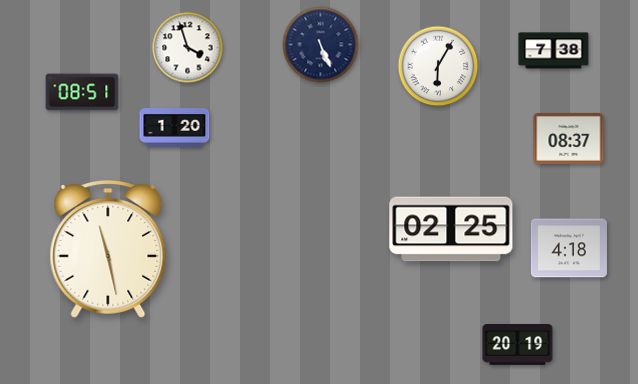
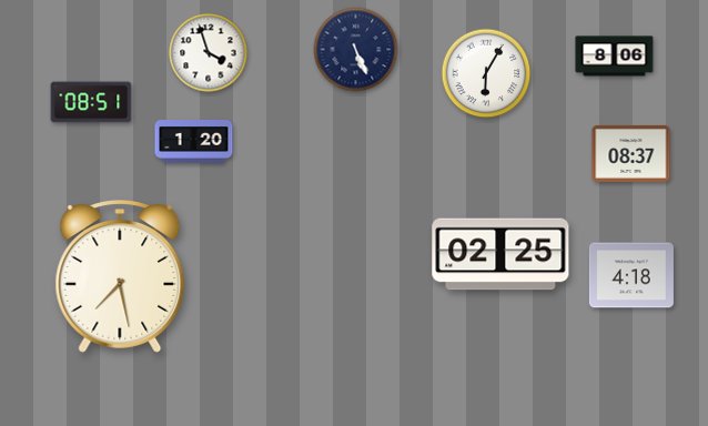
clock at (554, 51): 7:38 -> 8:06
clock at (108, 250): 11:28 -> 7:28
clock at (518, 345): 20:19 -> none
